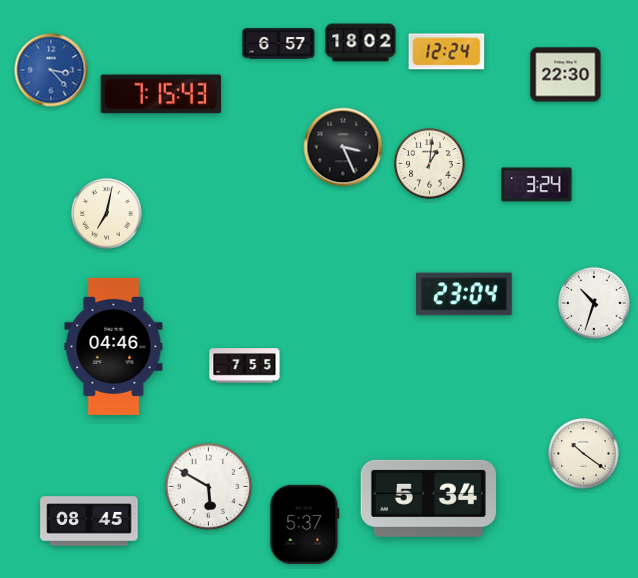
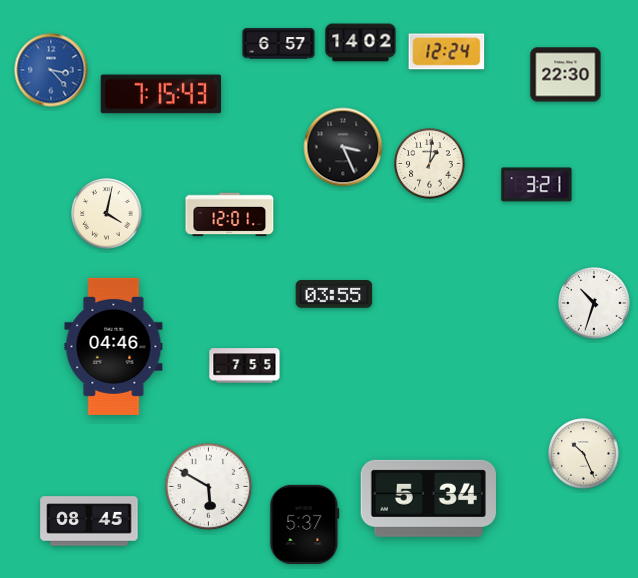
clock at (361, 43): 18:02 -> 14:02
clock at (537, 185): 3:24 -> 3:21
clock at (107, 214): 7:02 -> 4:02
clock at (230, 215): none -> 12:01
clock at (465, 294): 23:04 -> none
clock at (334, 295): none -> 03:55
clock at (584, 454): 10:21 -> 10:26
